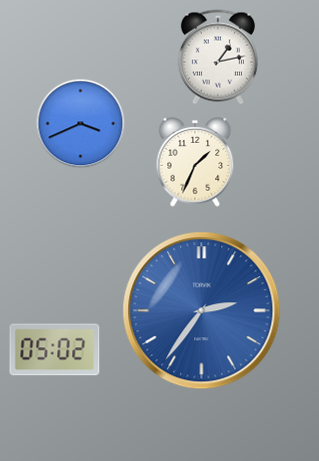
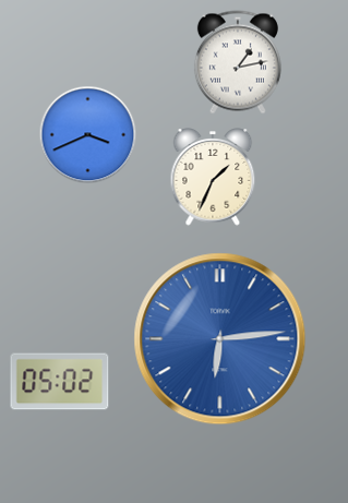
clock at (202, 311): 2:36 -> 6:14
